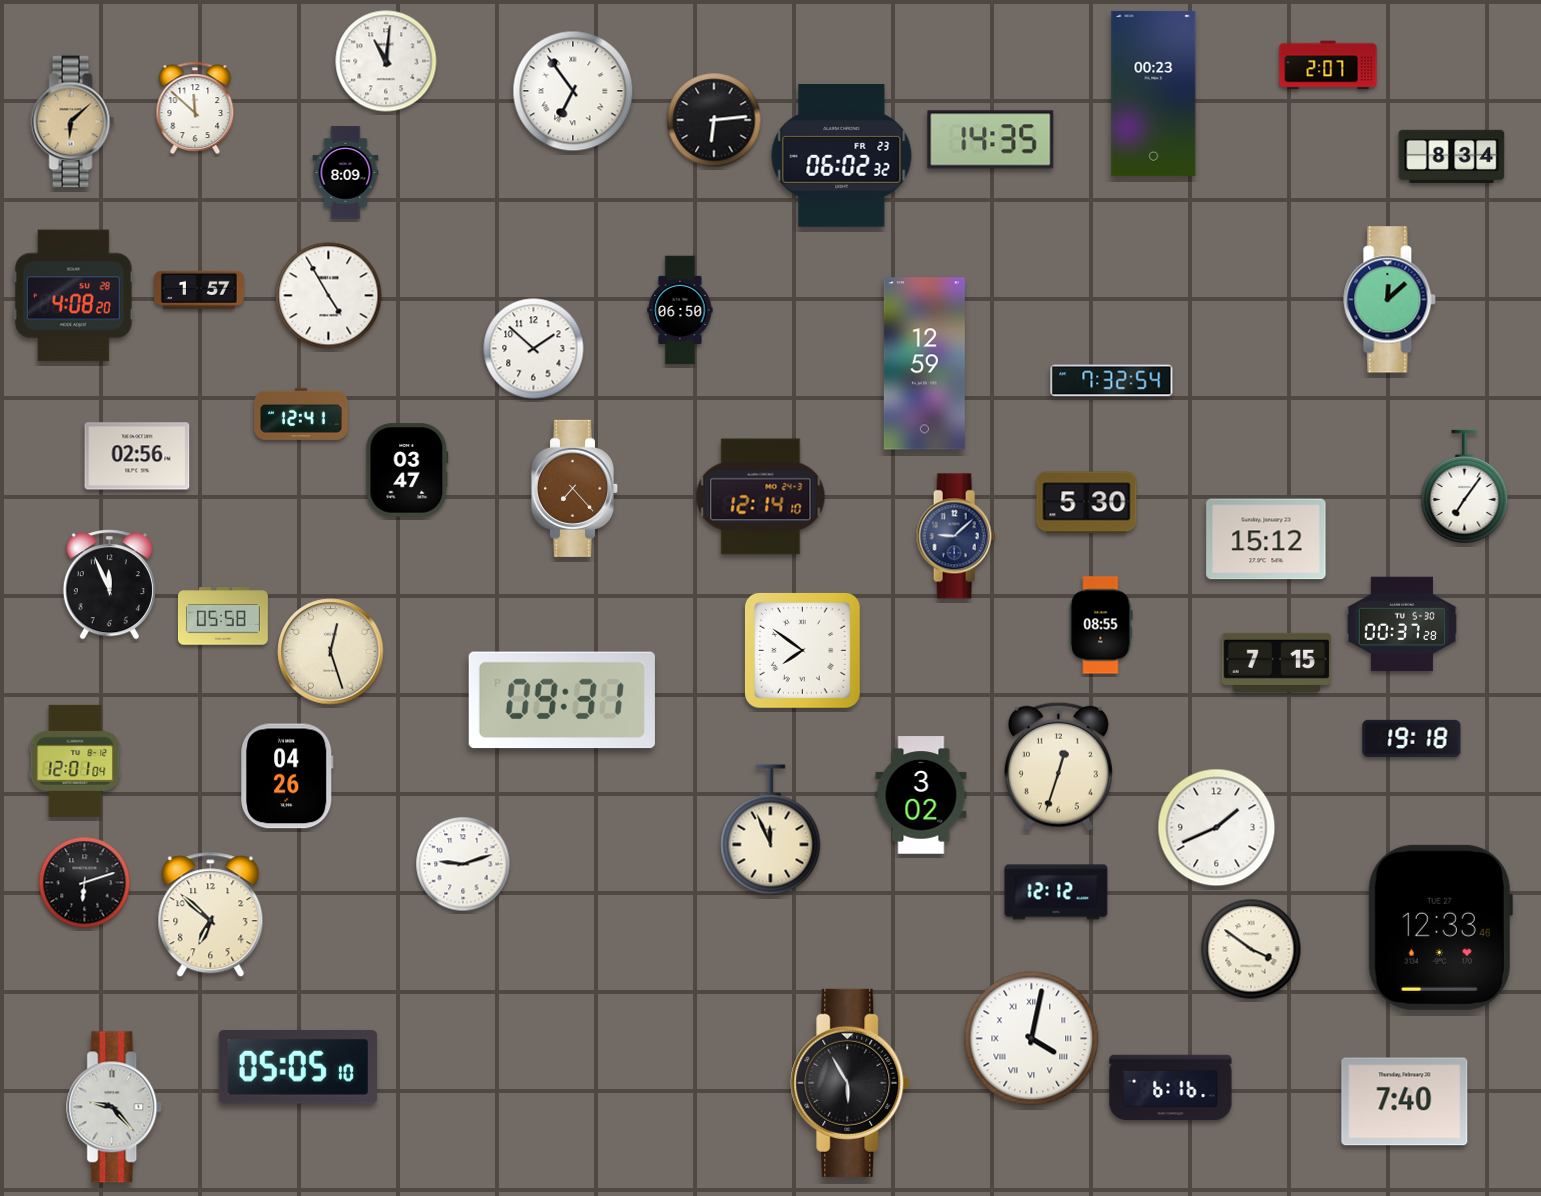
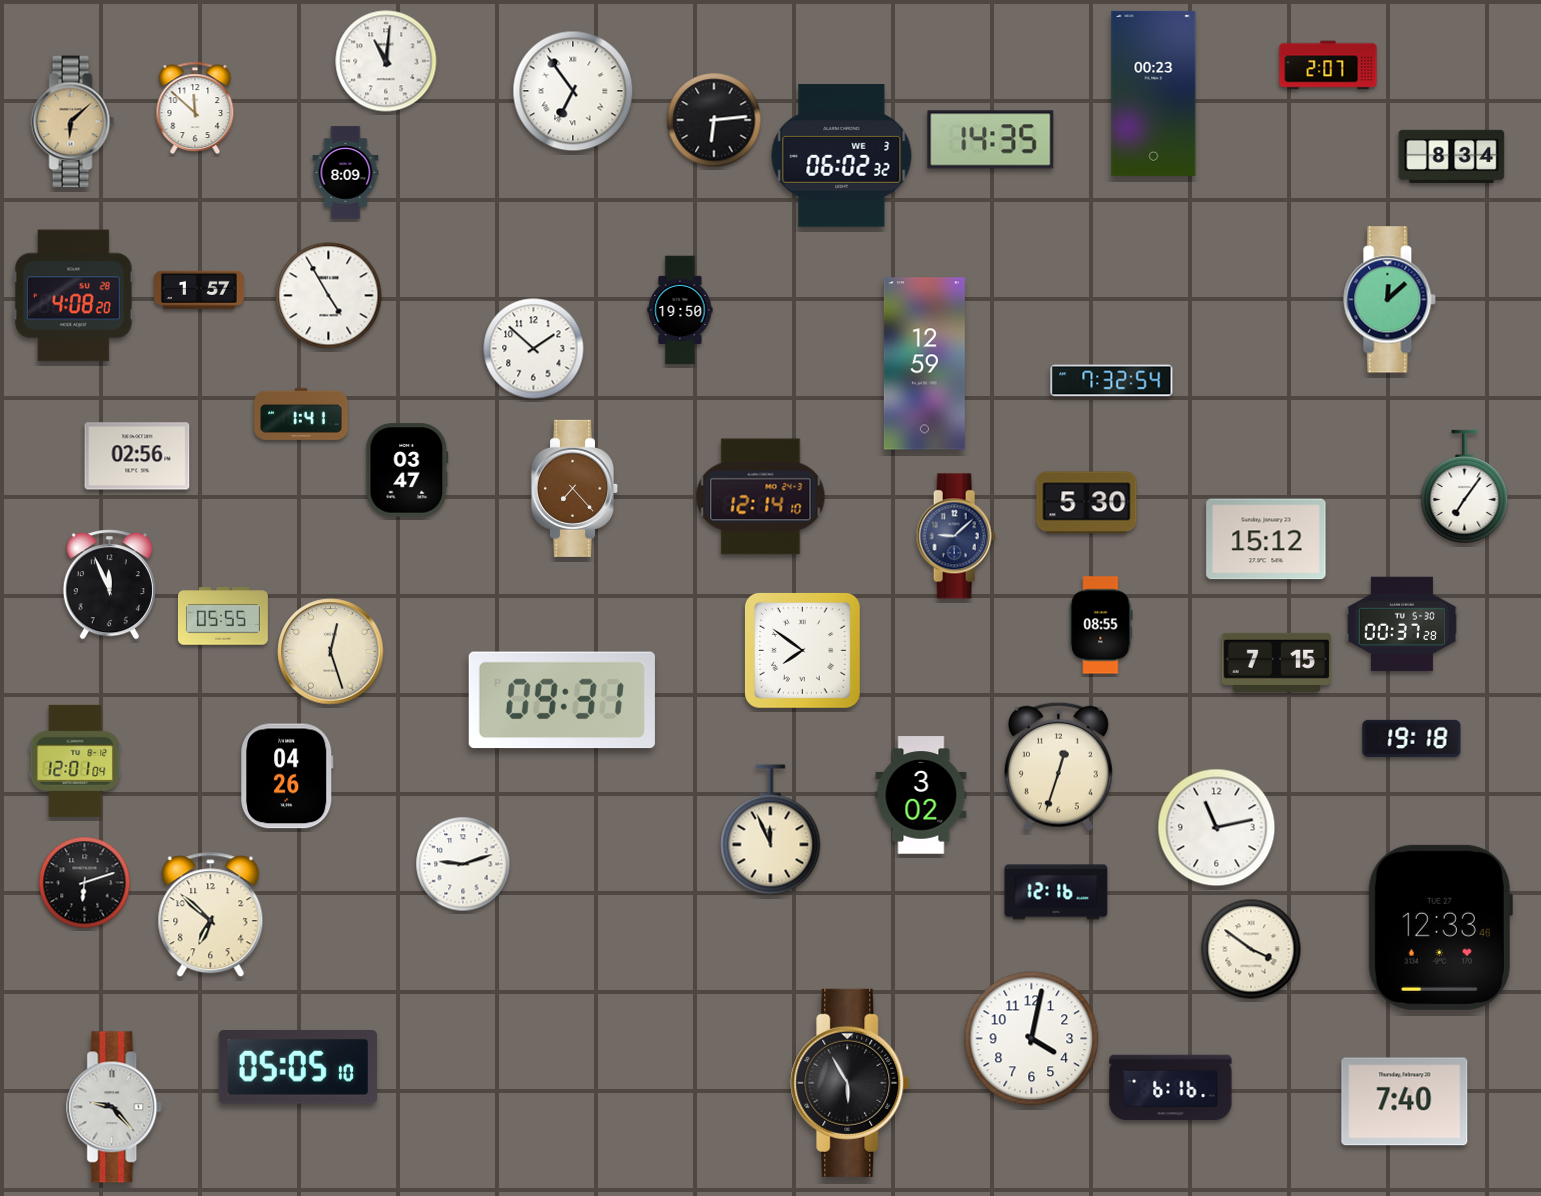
clock at (842, 156) date: FR 23 -> WE 3
clock at (680, 310): 06:50 -> 19:50
clock at (301, 414): 12:41 -> 1:41
clock at (223, 616): 05:58 -> 05:55
clock at (1217, 828): 1:41 -> 11:13
clock at (1056, 892): 12:12 -> 12:16
clock at (1032, 1039) numerals: Roman -> Arabic
